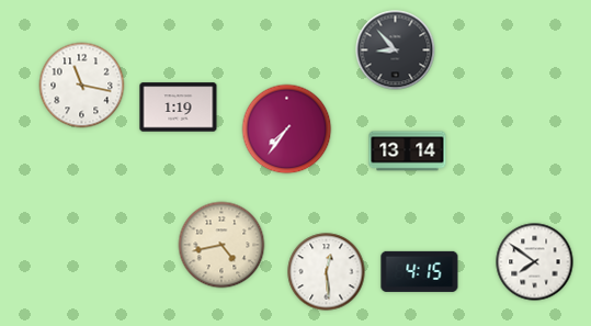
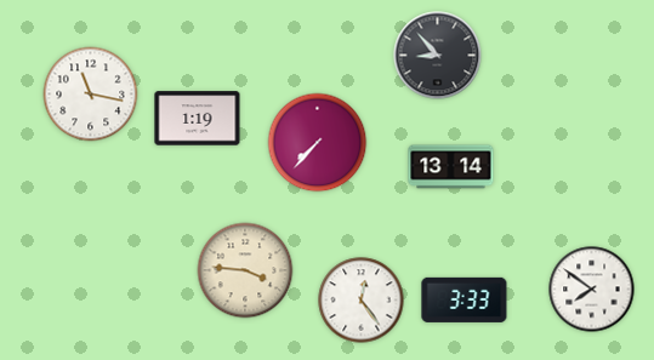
clock at (287, 130): 7:36 -> 7:37
clock at (221, 245): 4:43 -> 3:46
clock at (420, 271): 4:15 -> 3:33
clock at (327, 272): 12:29 -> 12:24
